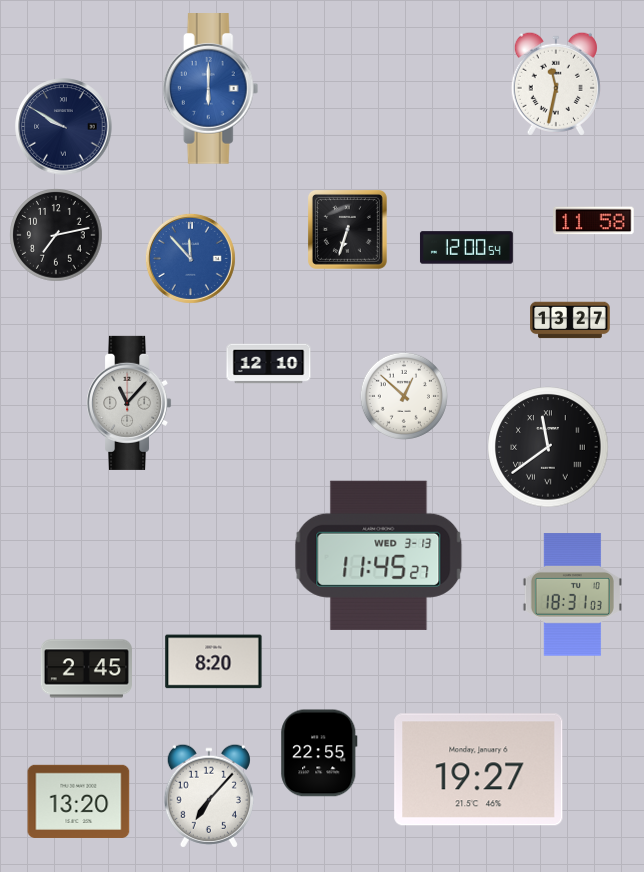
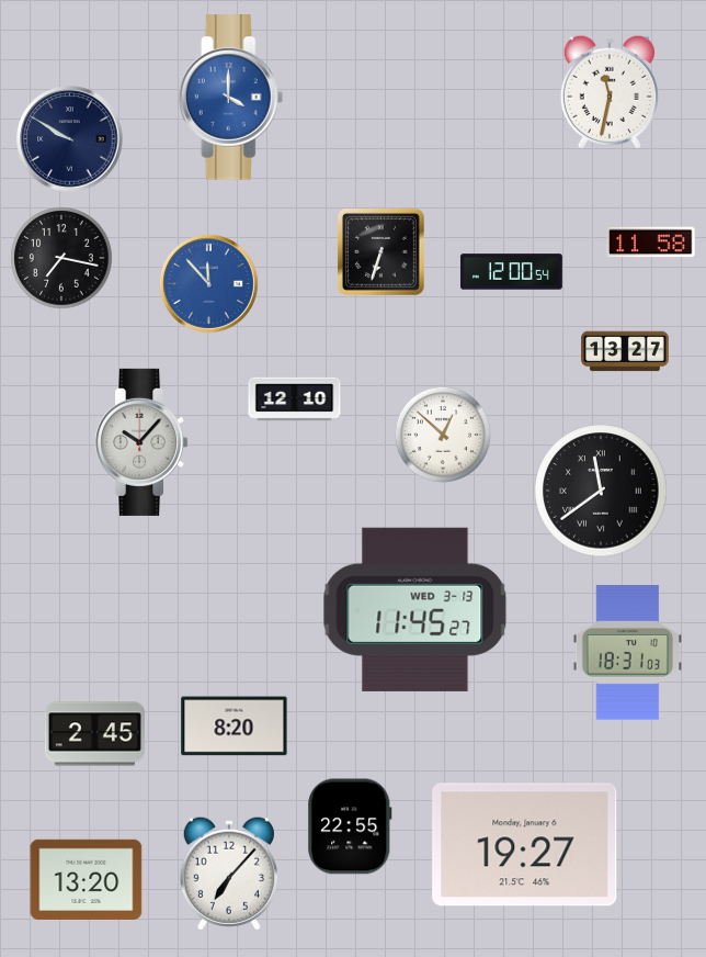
clock at (211, 89): 6:00 -> 4:00
clock at (56, 235): 7:13 -> 7:17
clock at (129, 403): 11:07 -> 10:07
